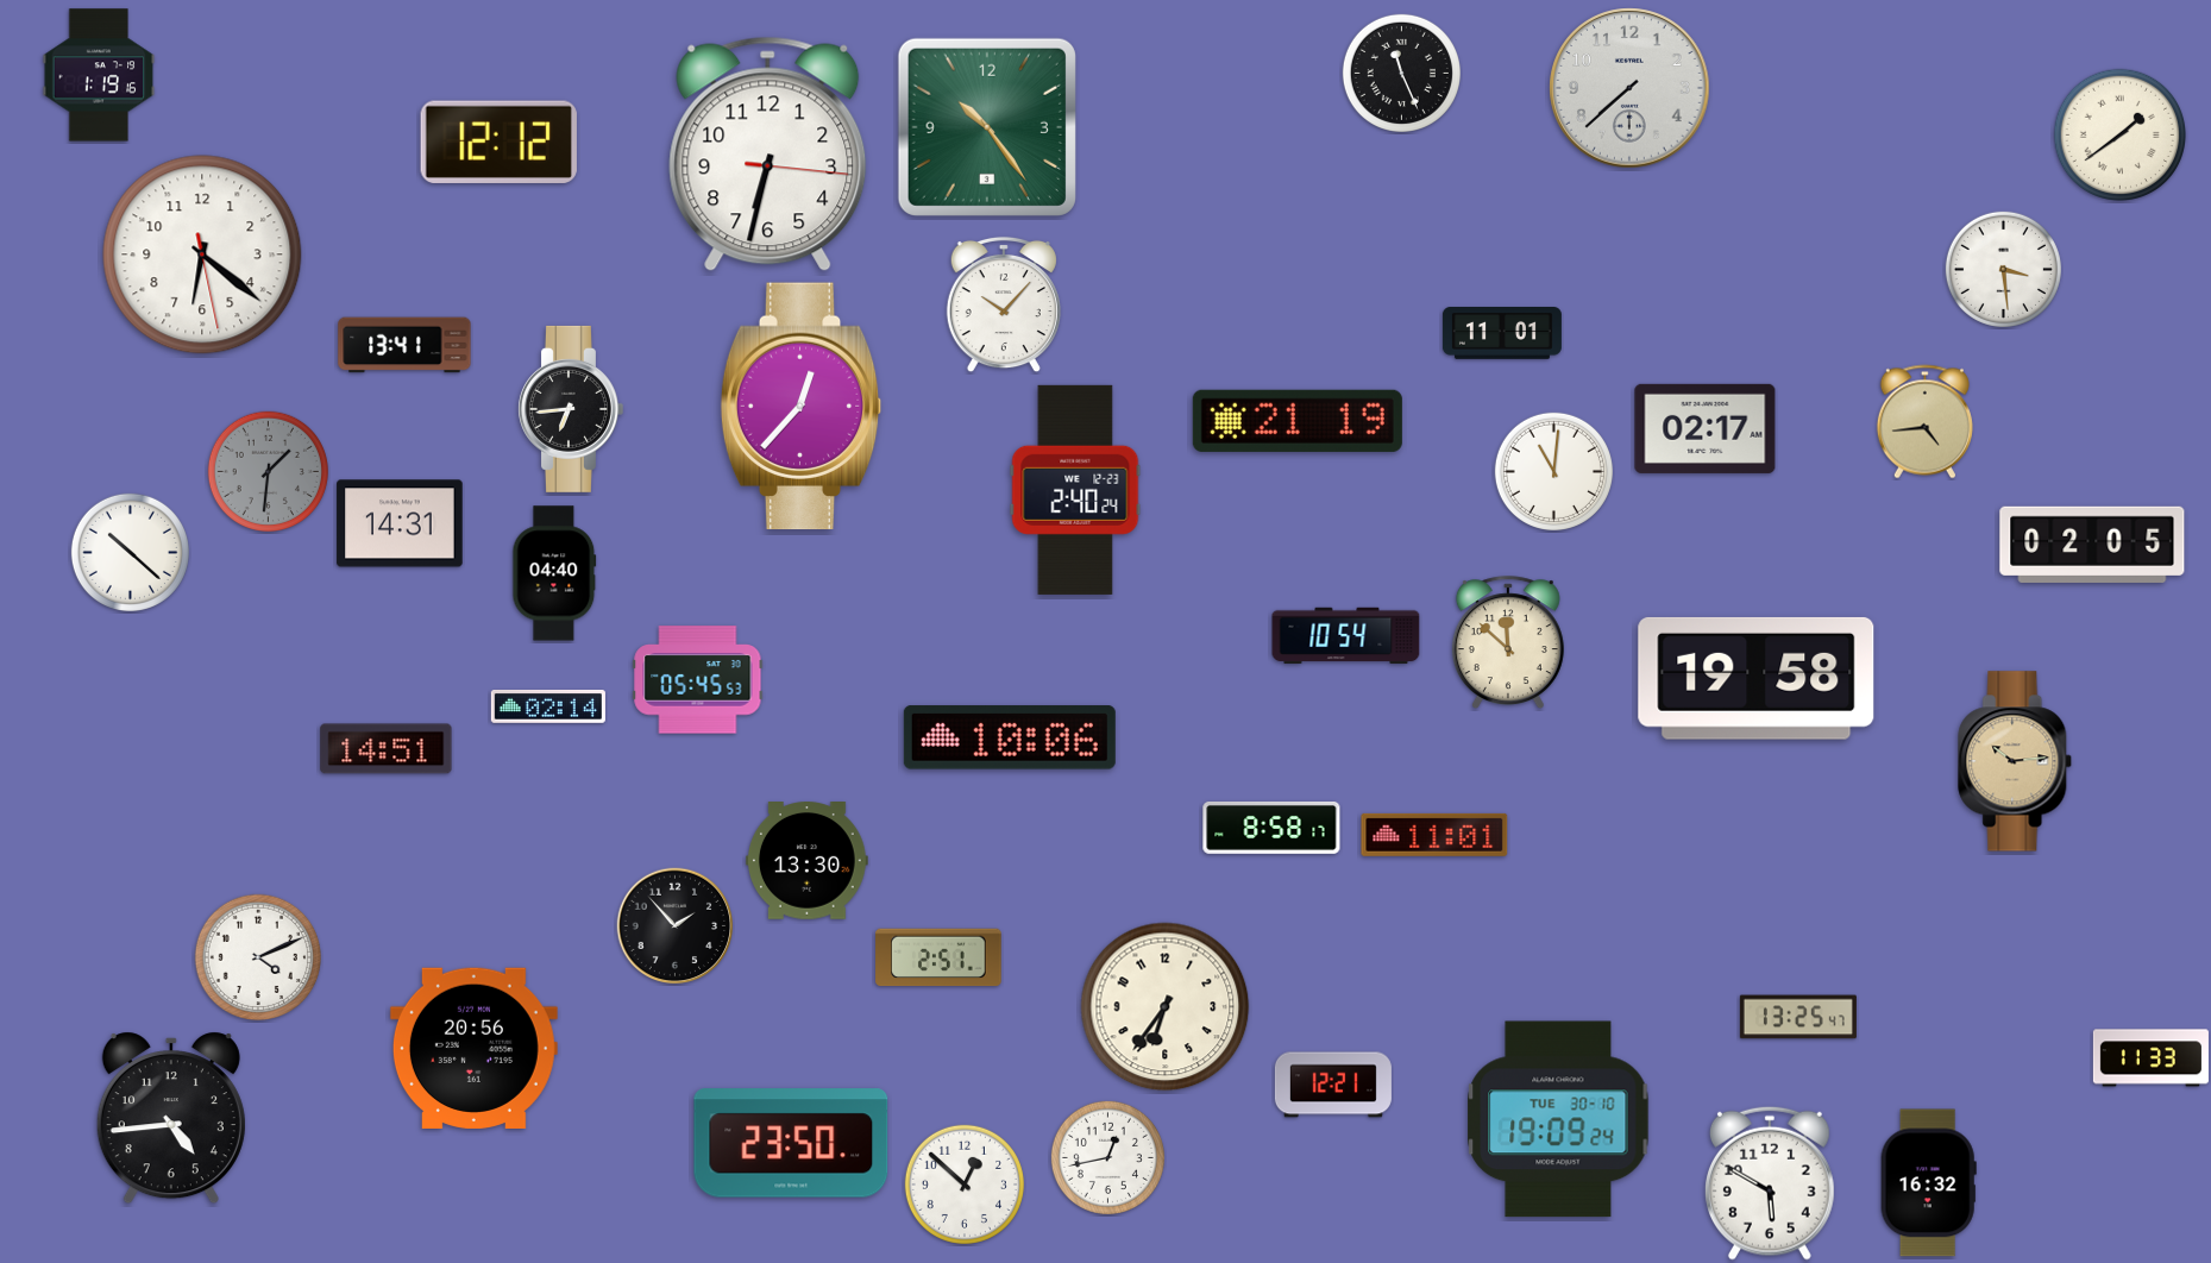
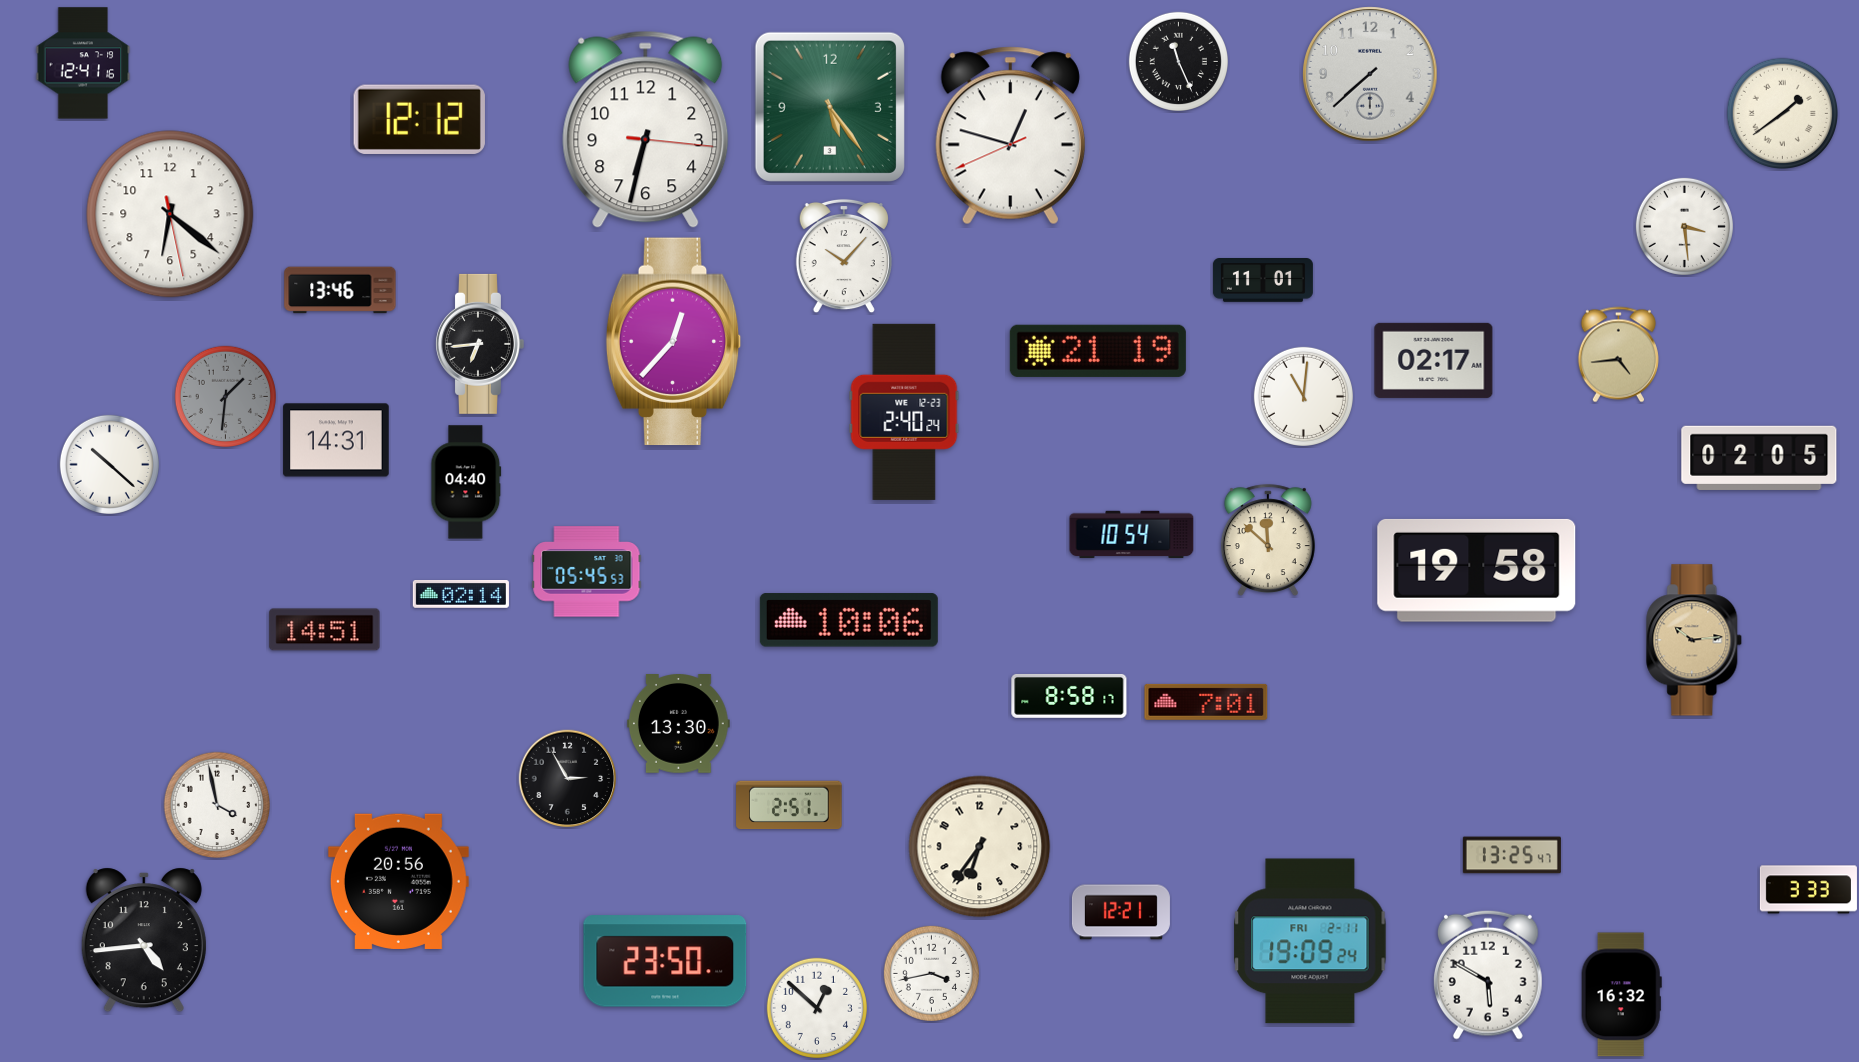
clock at (99, 75): 1:19 -> 12:41
clock at (987, 127): 10:24 -> 5:24
clock at (1010, 136): none -> 12:47
clock at (404, 345): 13:41 -> 13:46
clock at (1298, 421) position: (1298, 421) -> (1098, 351)
clock at (1553, 471) position: (1553, 471) -> (1303, 396)
clock at (1434, 835): 11:01 -> 7:01
clock at (676, 926): 1:53 -> 2:55
clock at (257, 956): 4:11 -> 3:58
clock at (2150, 1058): 11:33 -> 3:33
clock at (1558, 1119) date: TUE 30-10 -> FRI 2-11
clock at (1107, 1157): 12:43 -> 3:43
clock at (1770, 1183) position: (1770, 1183) -> (1488, 975)
clock at (965, 1185) position: (965, 1185) -> (817, 1008)
